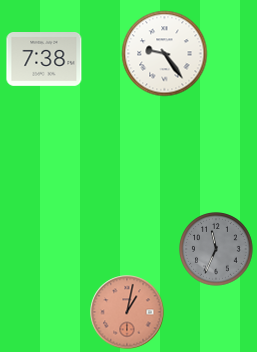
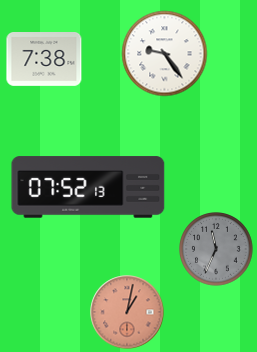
clock at (88, 187): none -> 07:52
